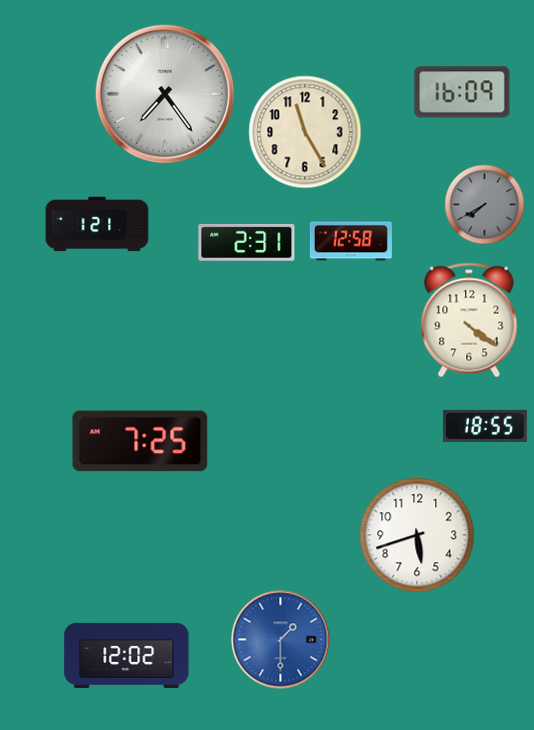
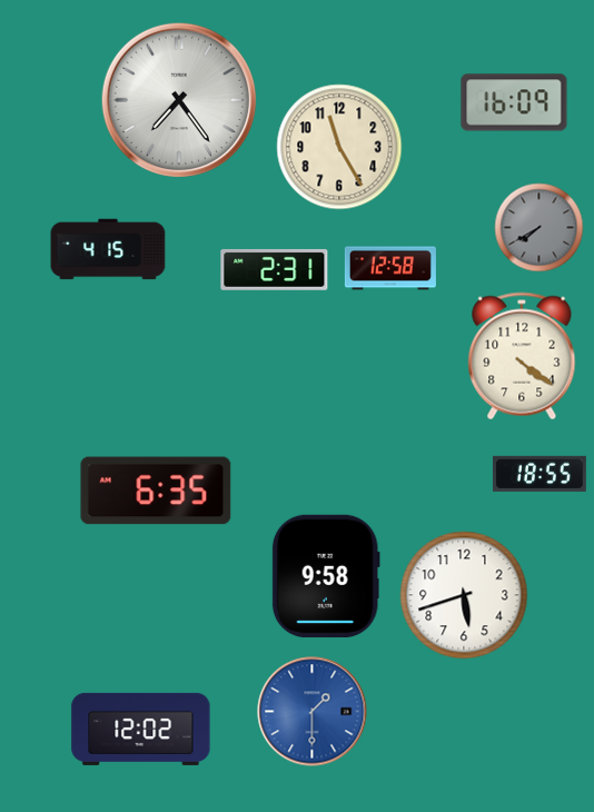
clock at (165, 94) position: (165, 94) -> (179, 100)
clock at (97, 224): 1:21 -> 4:15
clock at (140, 441): 7:25 -> 6:35
clock at (326, 575): none -> 9:58
